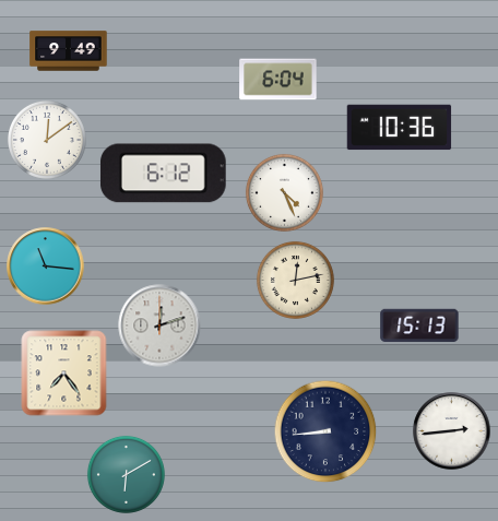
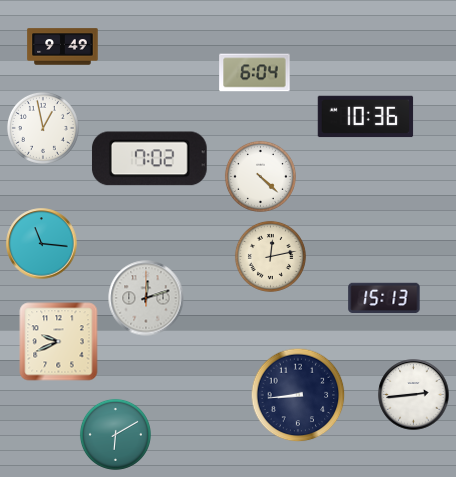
clock at (47, 140): 12:09 -> 12:58
clock at (163, 174): 6:12 -> 7:02
clock at (284, 192): 4:26 -> 4:22
clock at (64, 374): 7:24 -> 9:41
